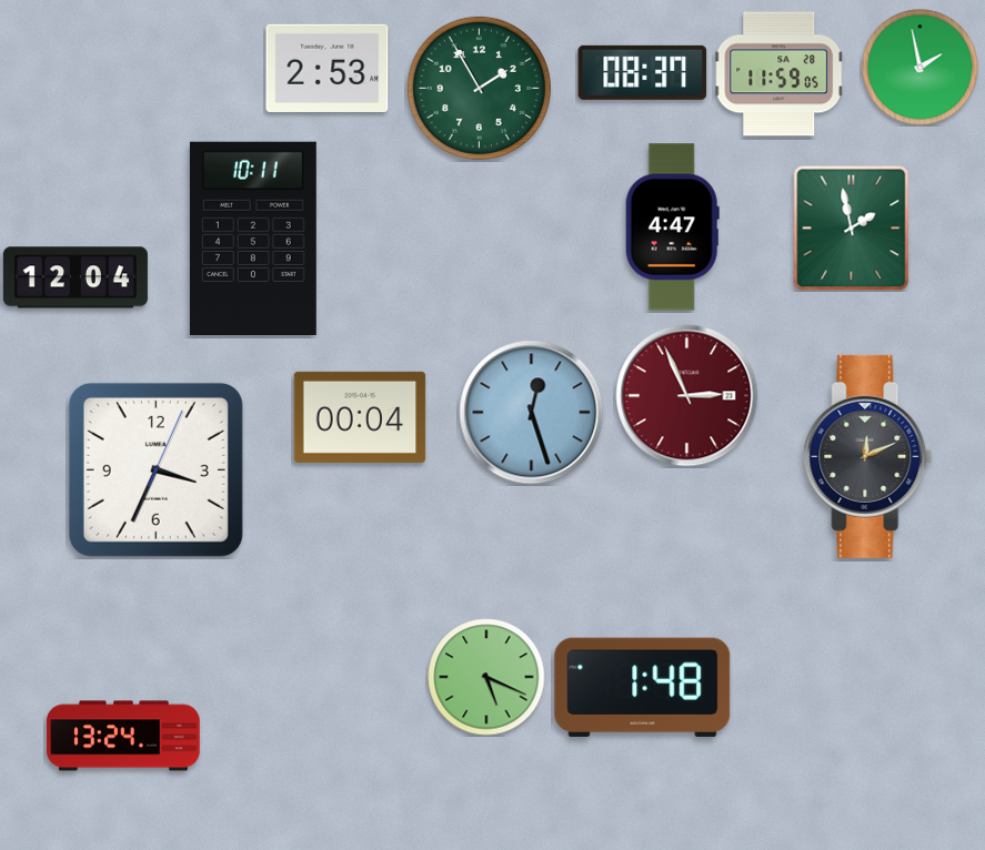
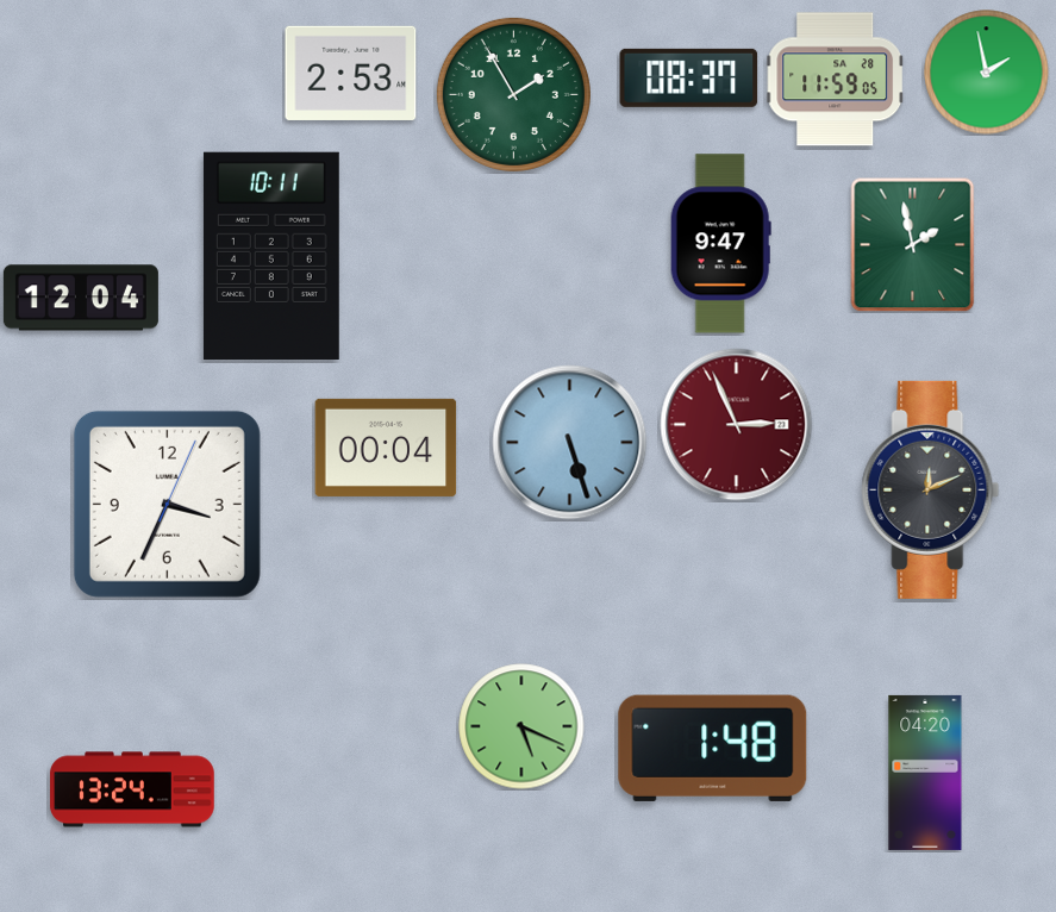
clock at (672, 227): 4:47 -> 9:47
clock at (532, 413): 12:27 -> 5:27
clock at (643, 687) position: (643, 687) -> (713, 748)
clock at (925, 773): none -> 04:20
